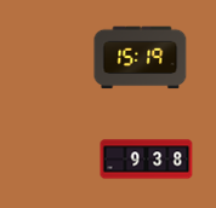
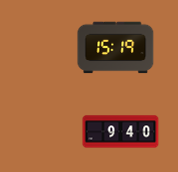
clock at (147, 160): 9:38 -> 9:40
